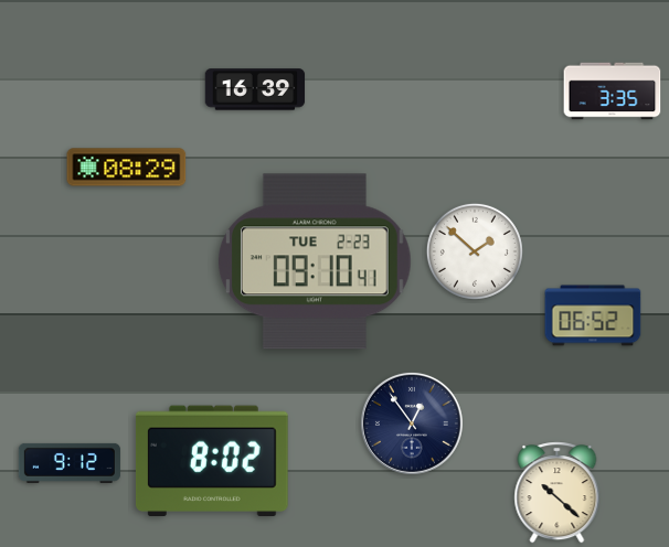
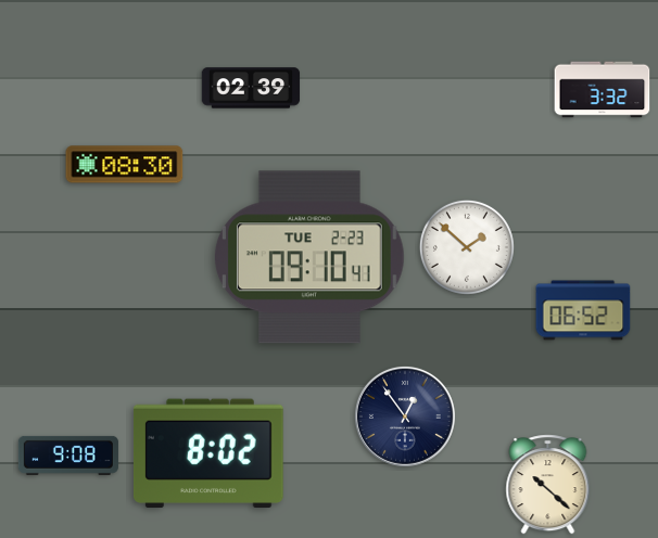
clock at (255, 89): 16:39 -> 02:39
clock at (613, 92): 3:35 -> 3:32
clock at (127, 168): 08:29 -> 08:30
clock at (70, 463): 9:12 -> 9:08
